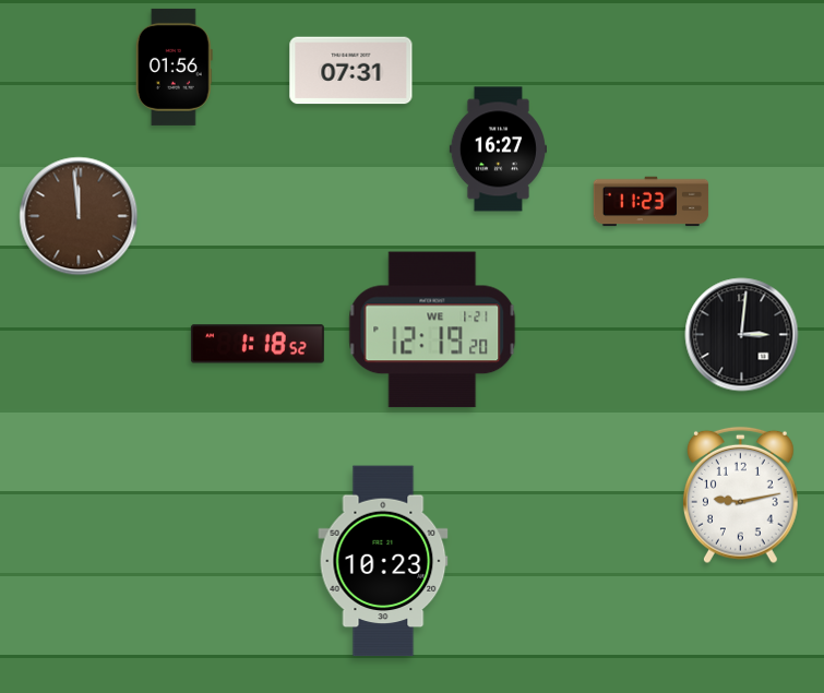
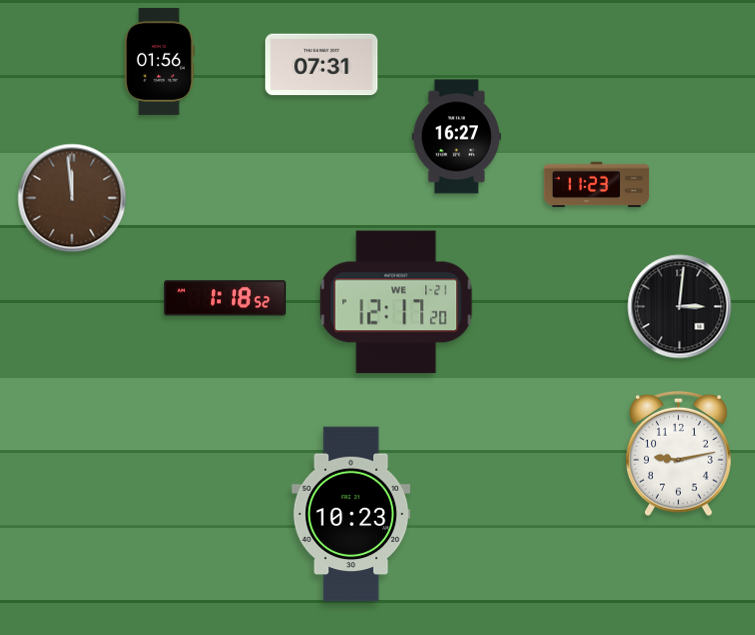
clock at (432, 330): 12:19 -> 12:17
clock at (258, 344) position: (258, 344) -> (225, 298)
